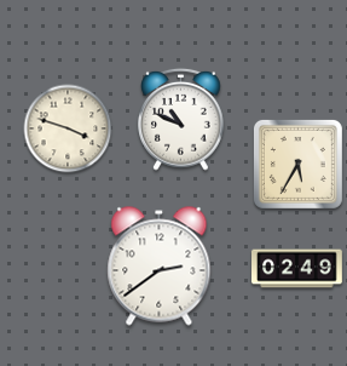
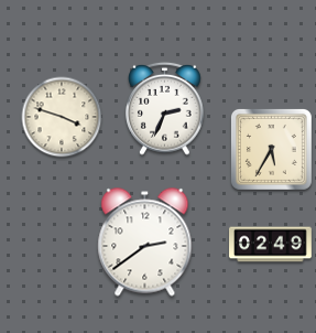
clock at (181, 119): 10:49 -> 2:34
